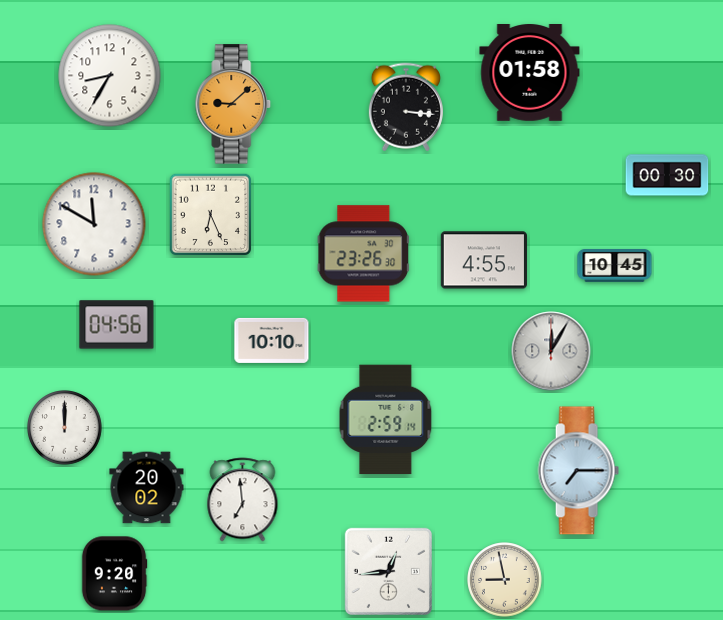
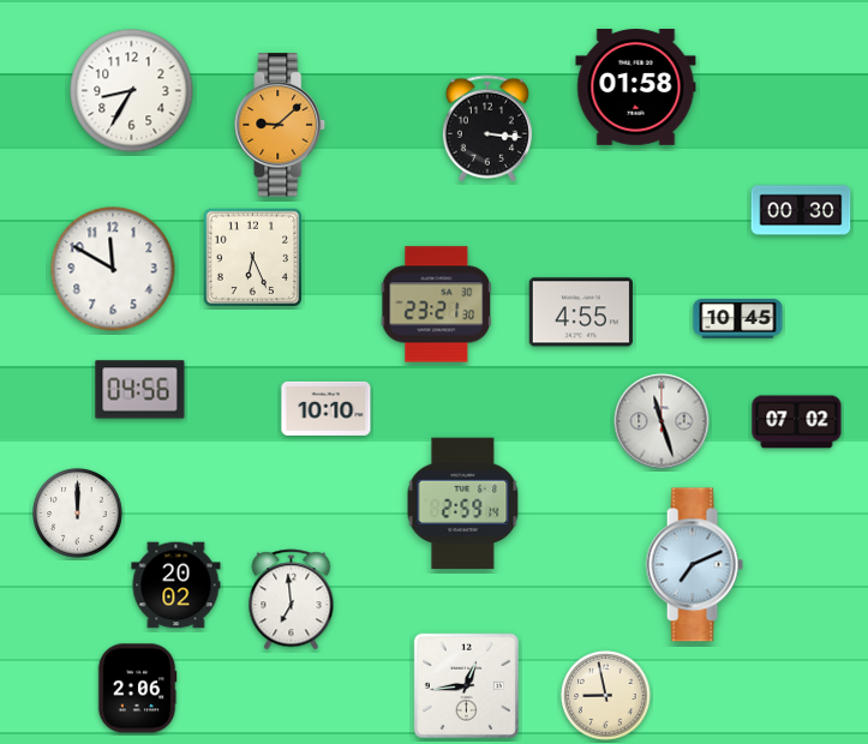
clock at (364, 254): 23:26 -> 23:21
clock at (551, 351): 12:05 -> 11:27
clock at (797, 422): none -> 07:02
clock at (578, 471): 7:15 -> 7:11
clock at (114, 574): 9:20 -> 2:06
